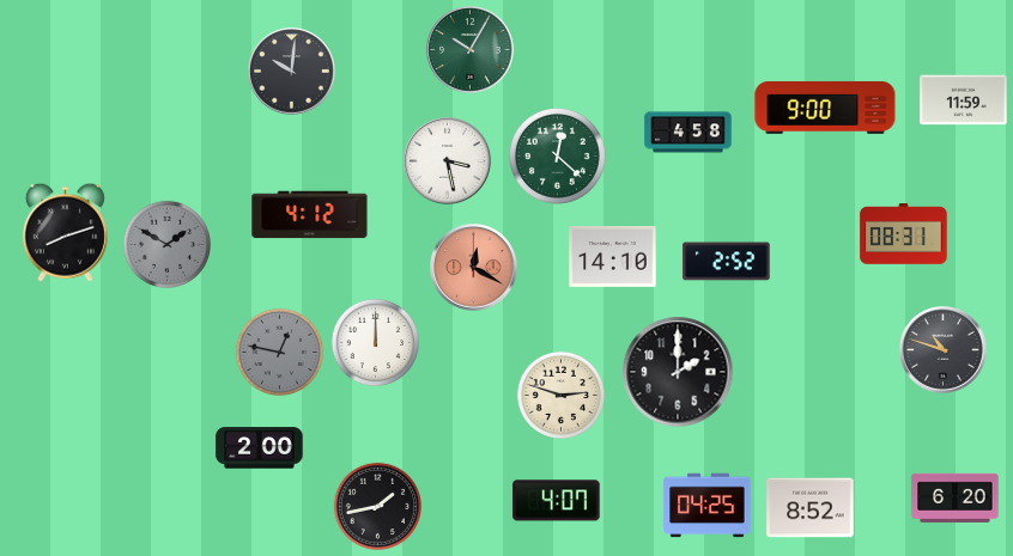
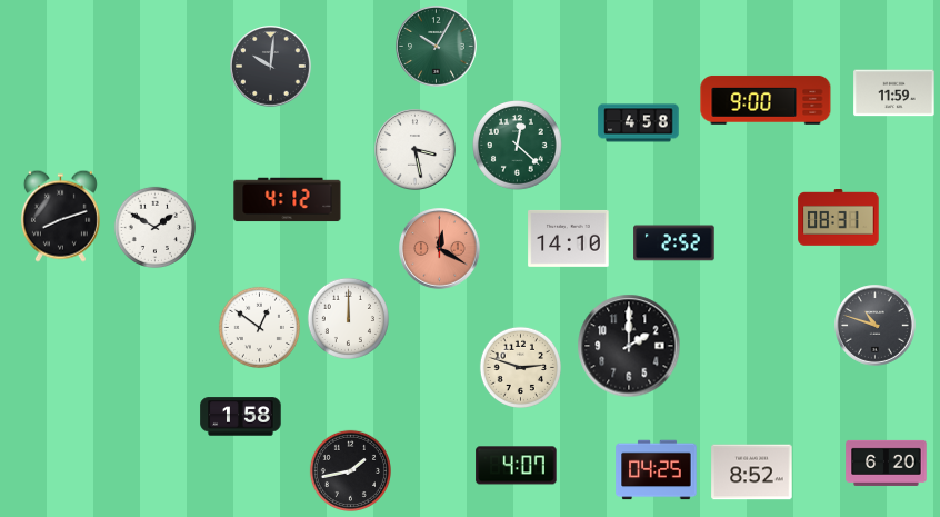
clock at (166, 244) dial: grey -> white
clock at (279, 352): 12:47 -> 12:51
clock at (279, 352) dial: grey -> white
clock at (260, 448): 2:00 -> 1:58
